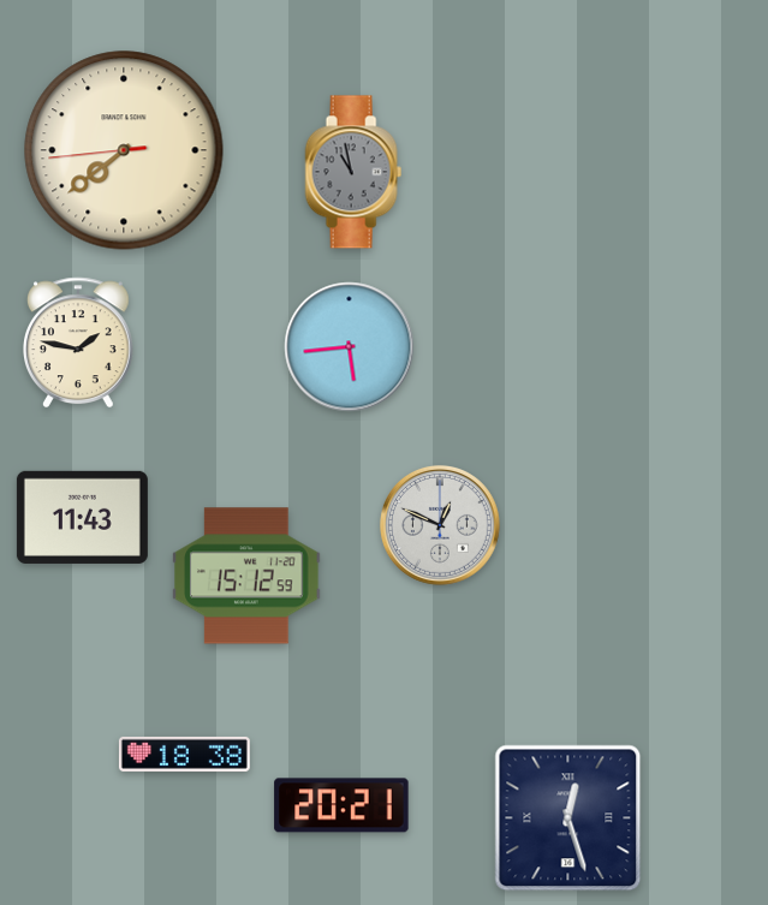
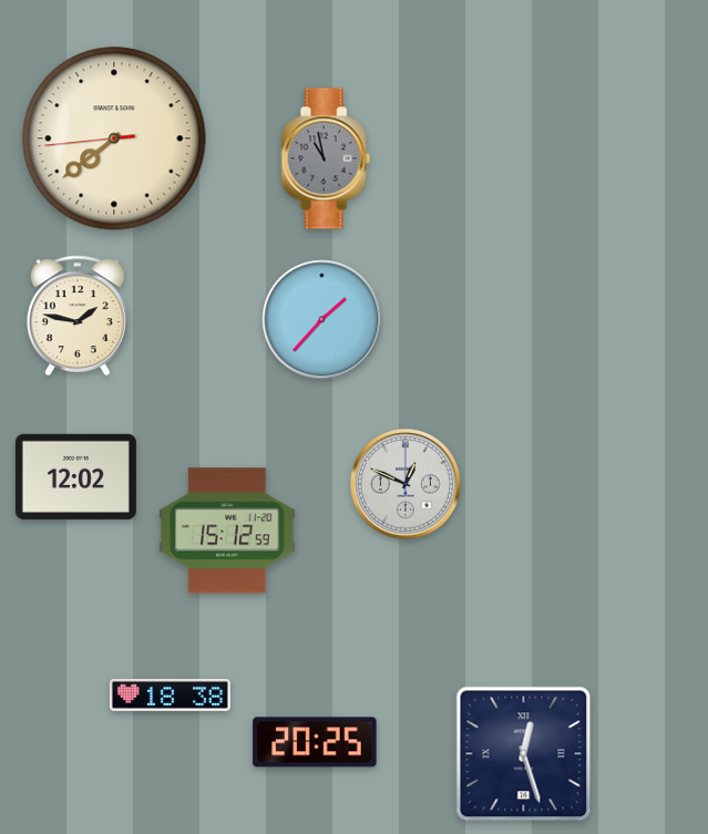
clock at (79, 343) position: (79, 343) -> (79, 316)
clock at (350, 347): 5:44 -> 1:37
clock at (82, 517): 11:43 -> 12:02
clock at (341, 805): 20:21 -> 20:25
